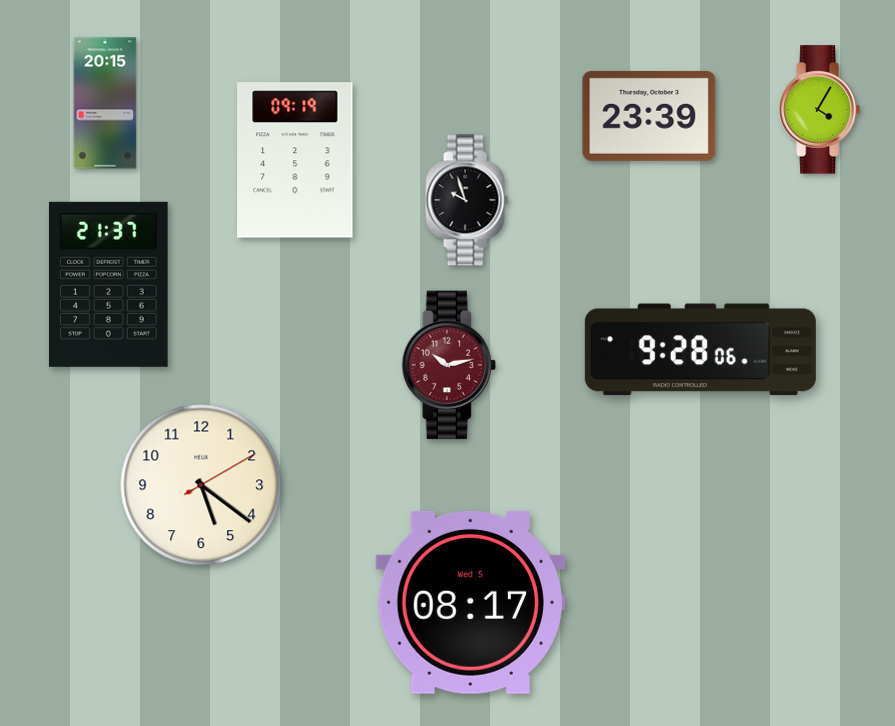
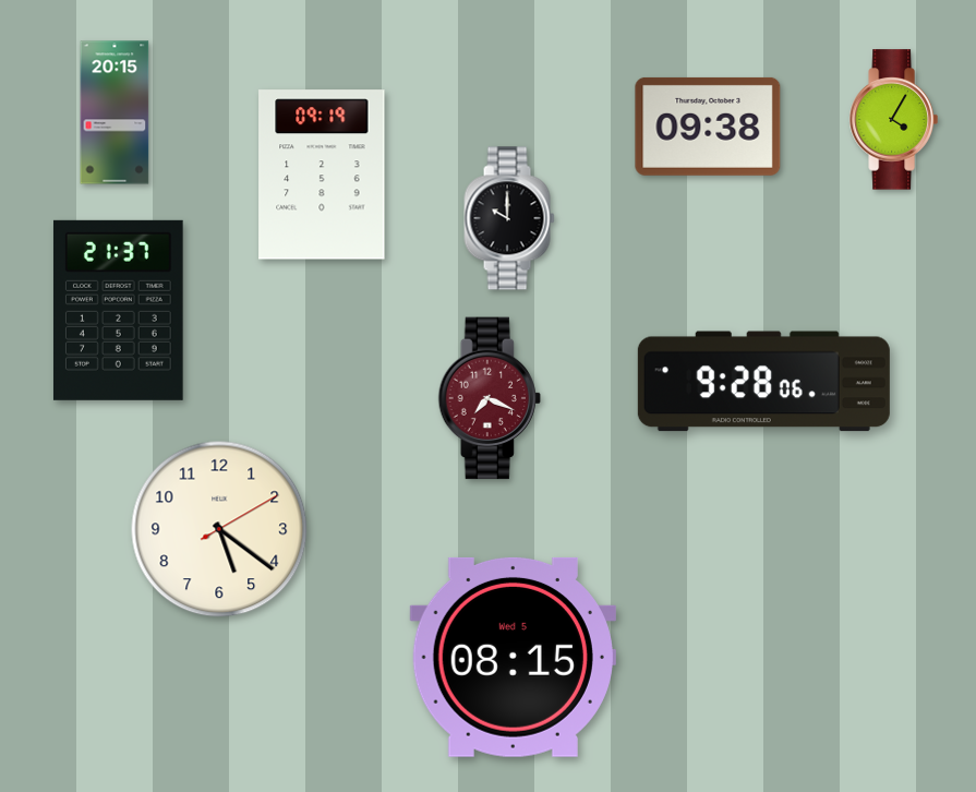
clock at (649, 116): 23:39 -> 09:38
clock at (467, 200): 9:57 -> 10:00
clock at (448, 365): 10:13 -> 7:19
clock at (470, 602): 08:17 -> 08:15
